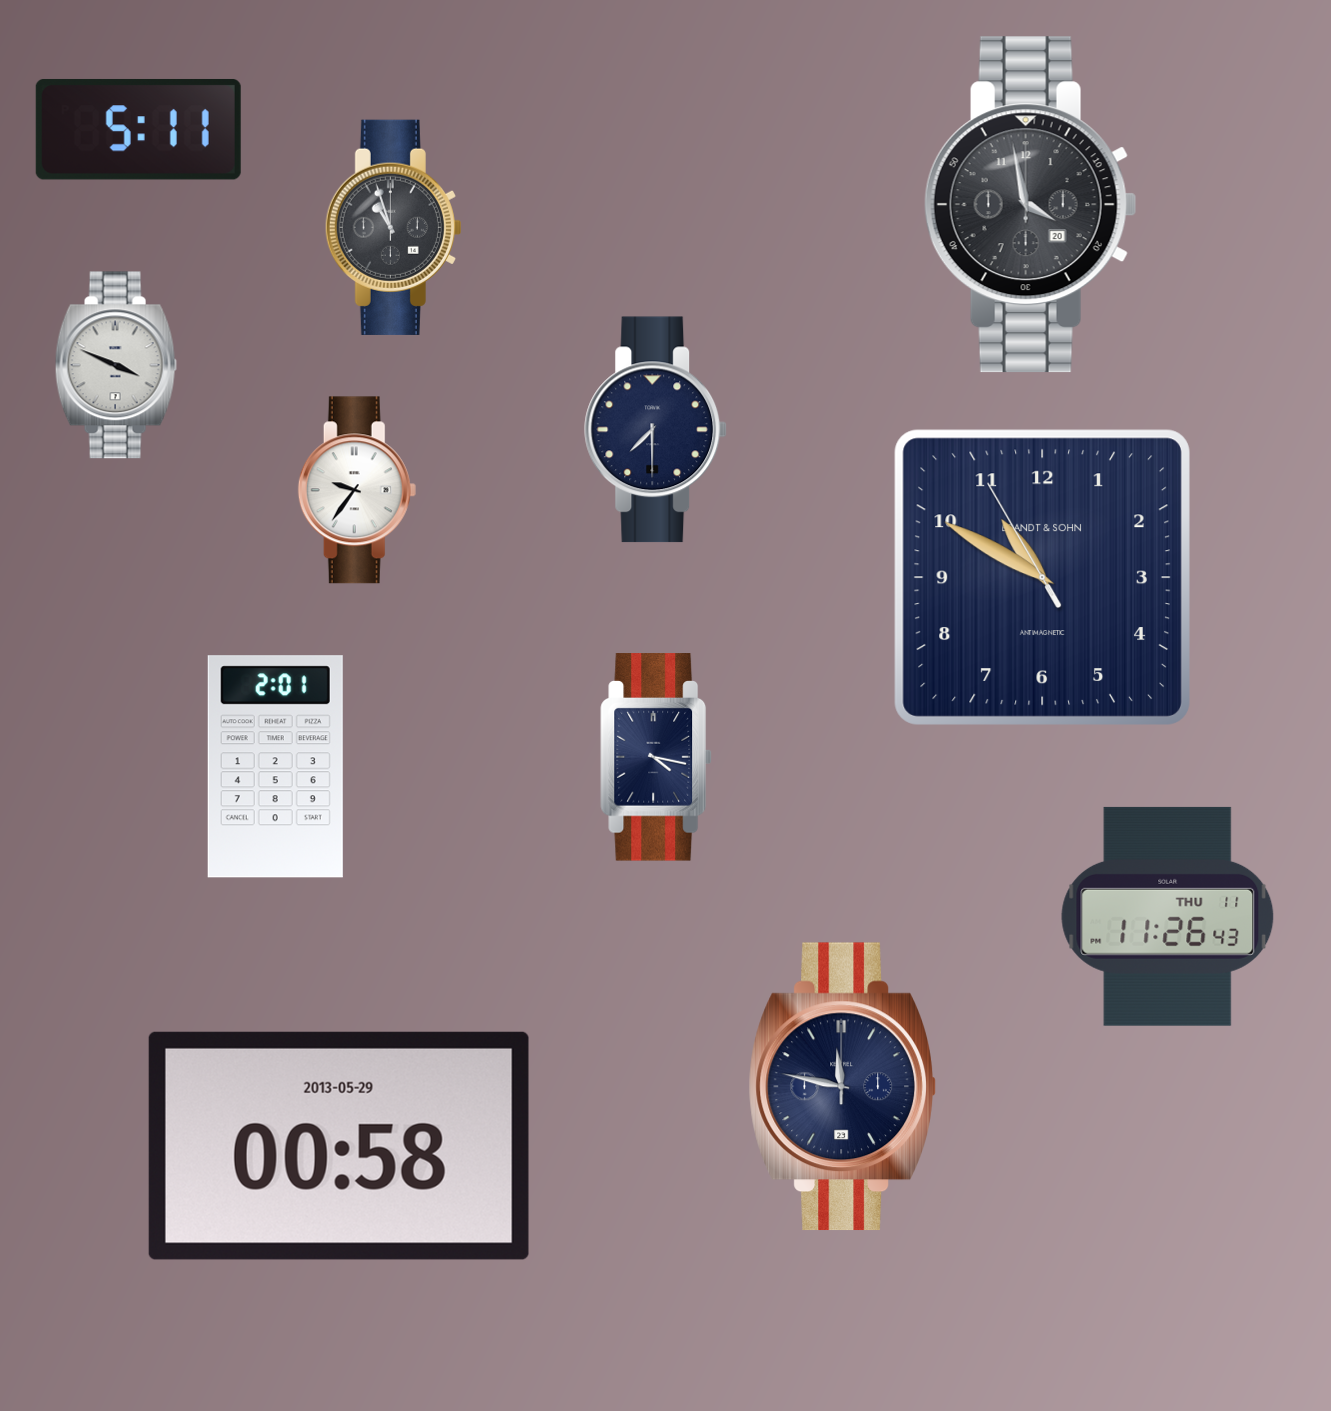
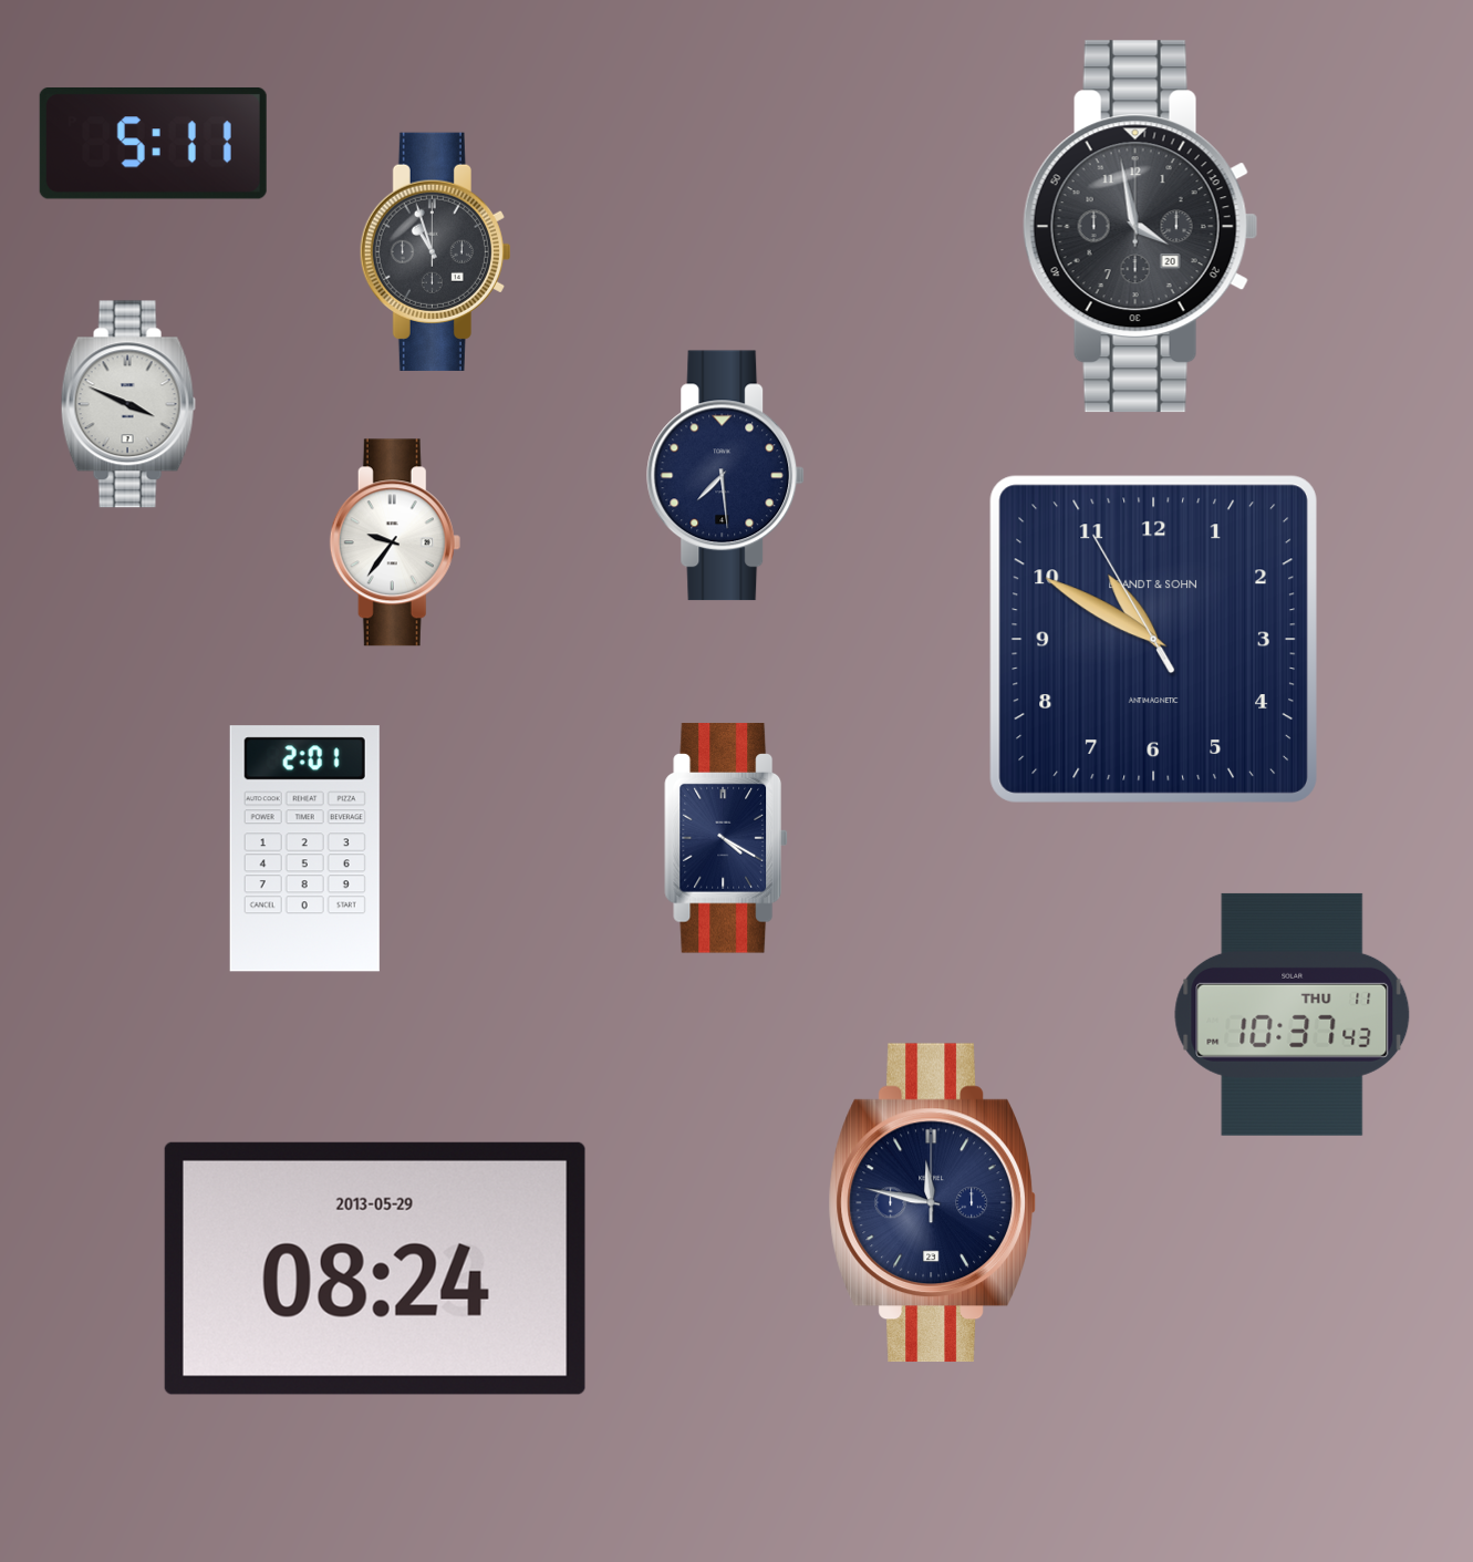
clock at (656, 430): 7:30 -> 7:29
clock at (657, 757): 4:17 -> 4:20
clock at (1168, 916): 11:26 -> 10:37
clock at (339, 1146): 00:58 -> 08:24
